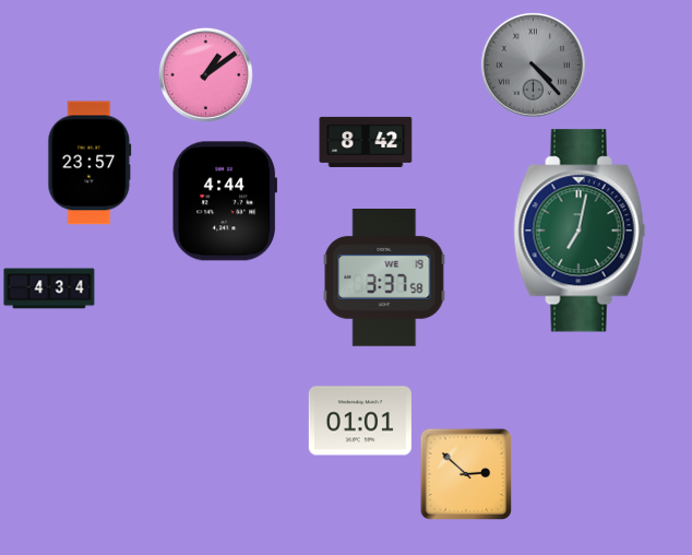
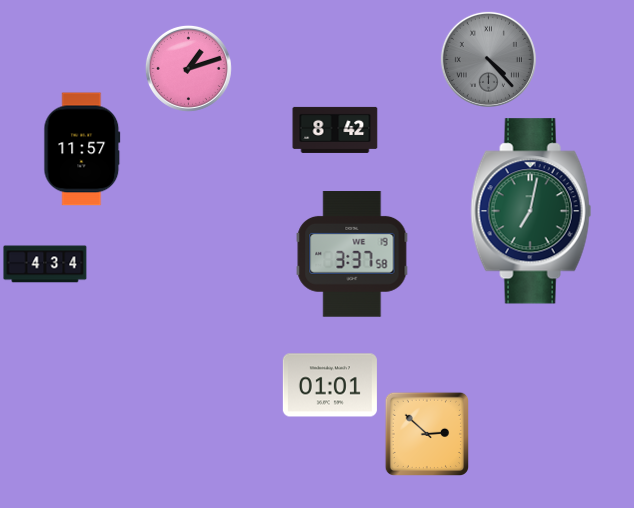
clock at (205, 74): 1:09 -> 1:12
clock at (90, 163): 23:57 -> 11:57
clock at (224, 201): 4:44 -> none
